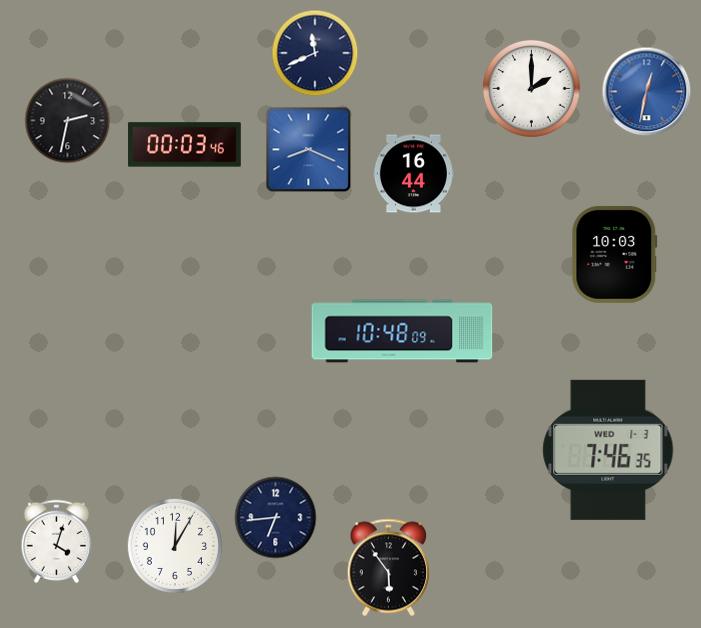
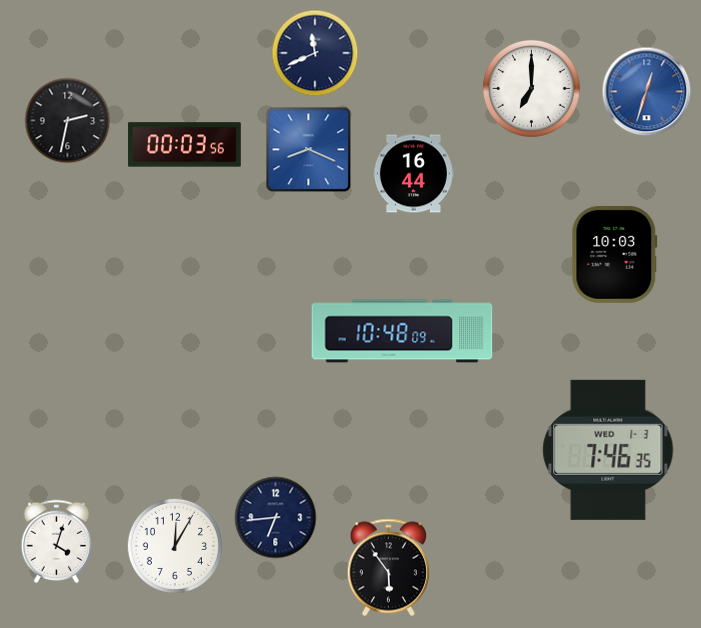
clock at (531, 88): 2:00 -> 7:00
clock at (647, 92): 12:32 -> 12:33
clock at (185, 145): 00:03:46 -> 00:03:56
